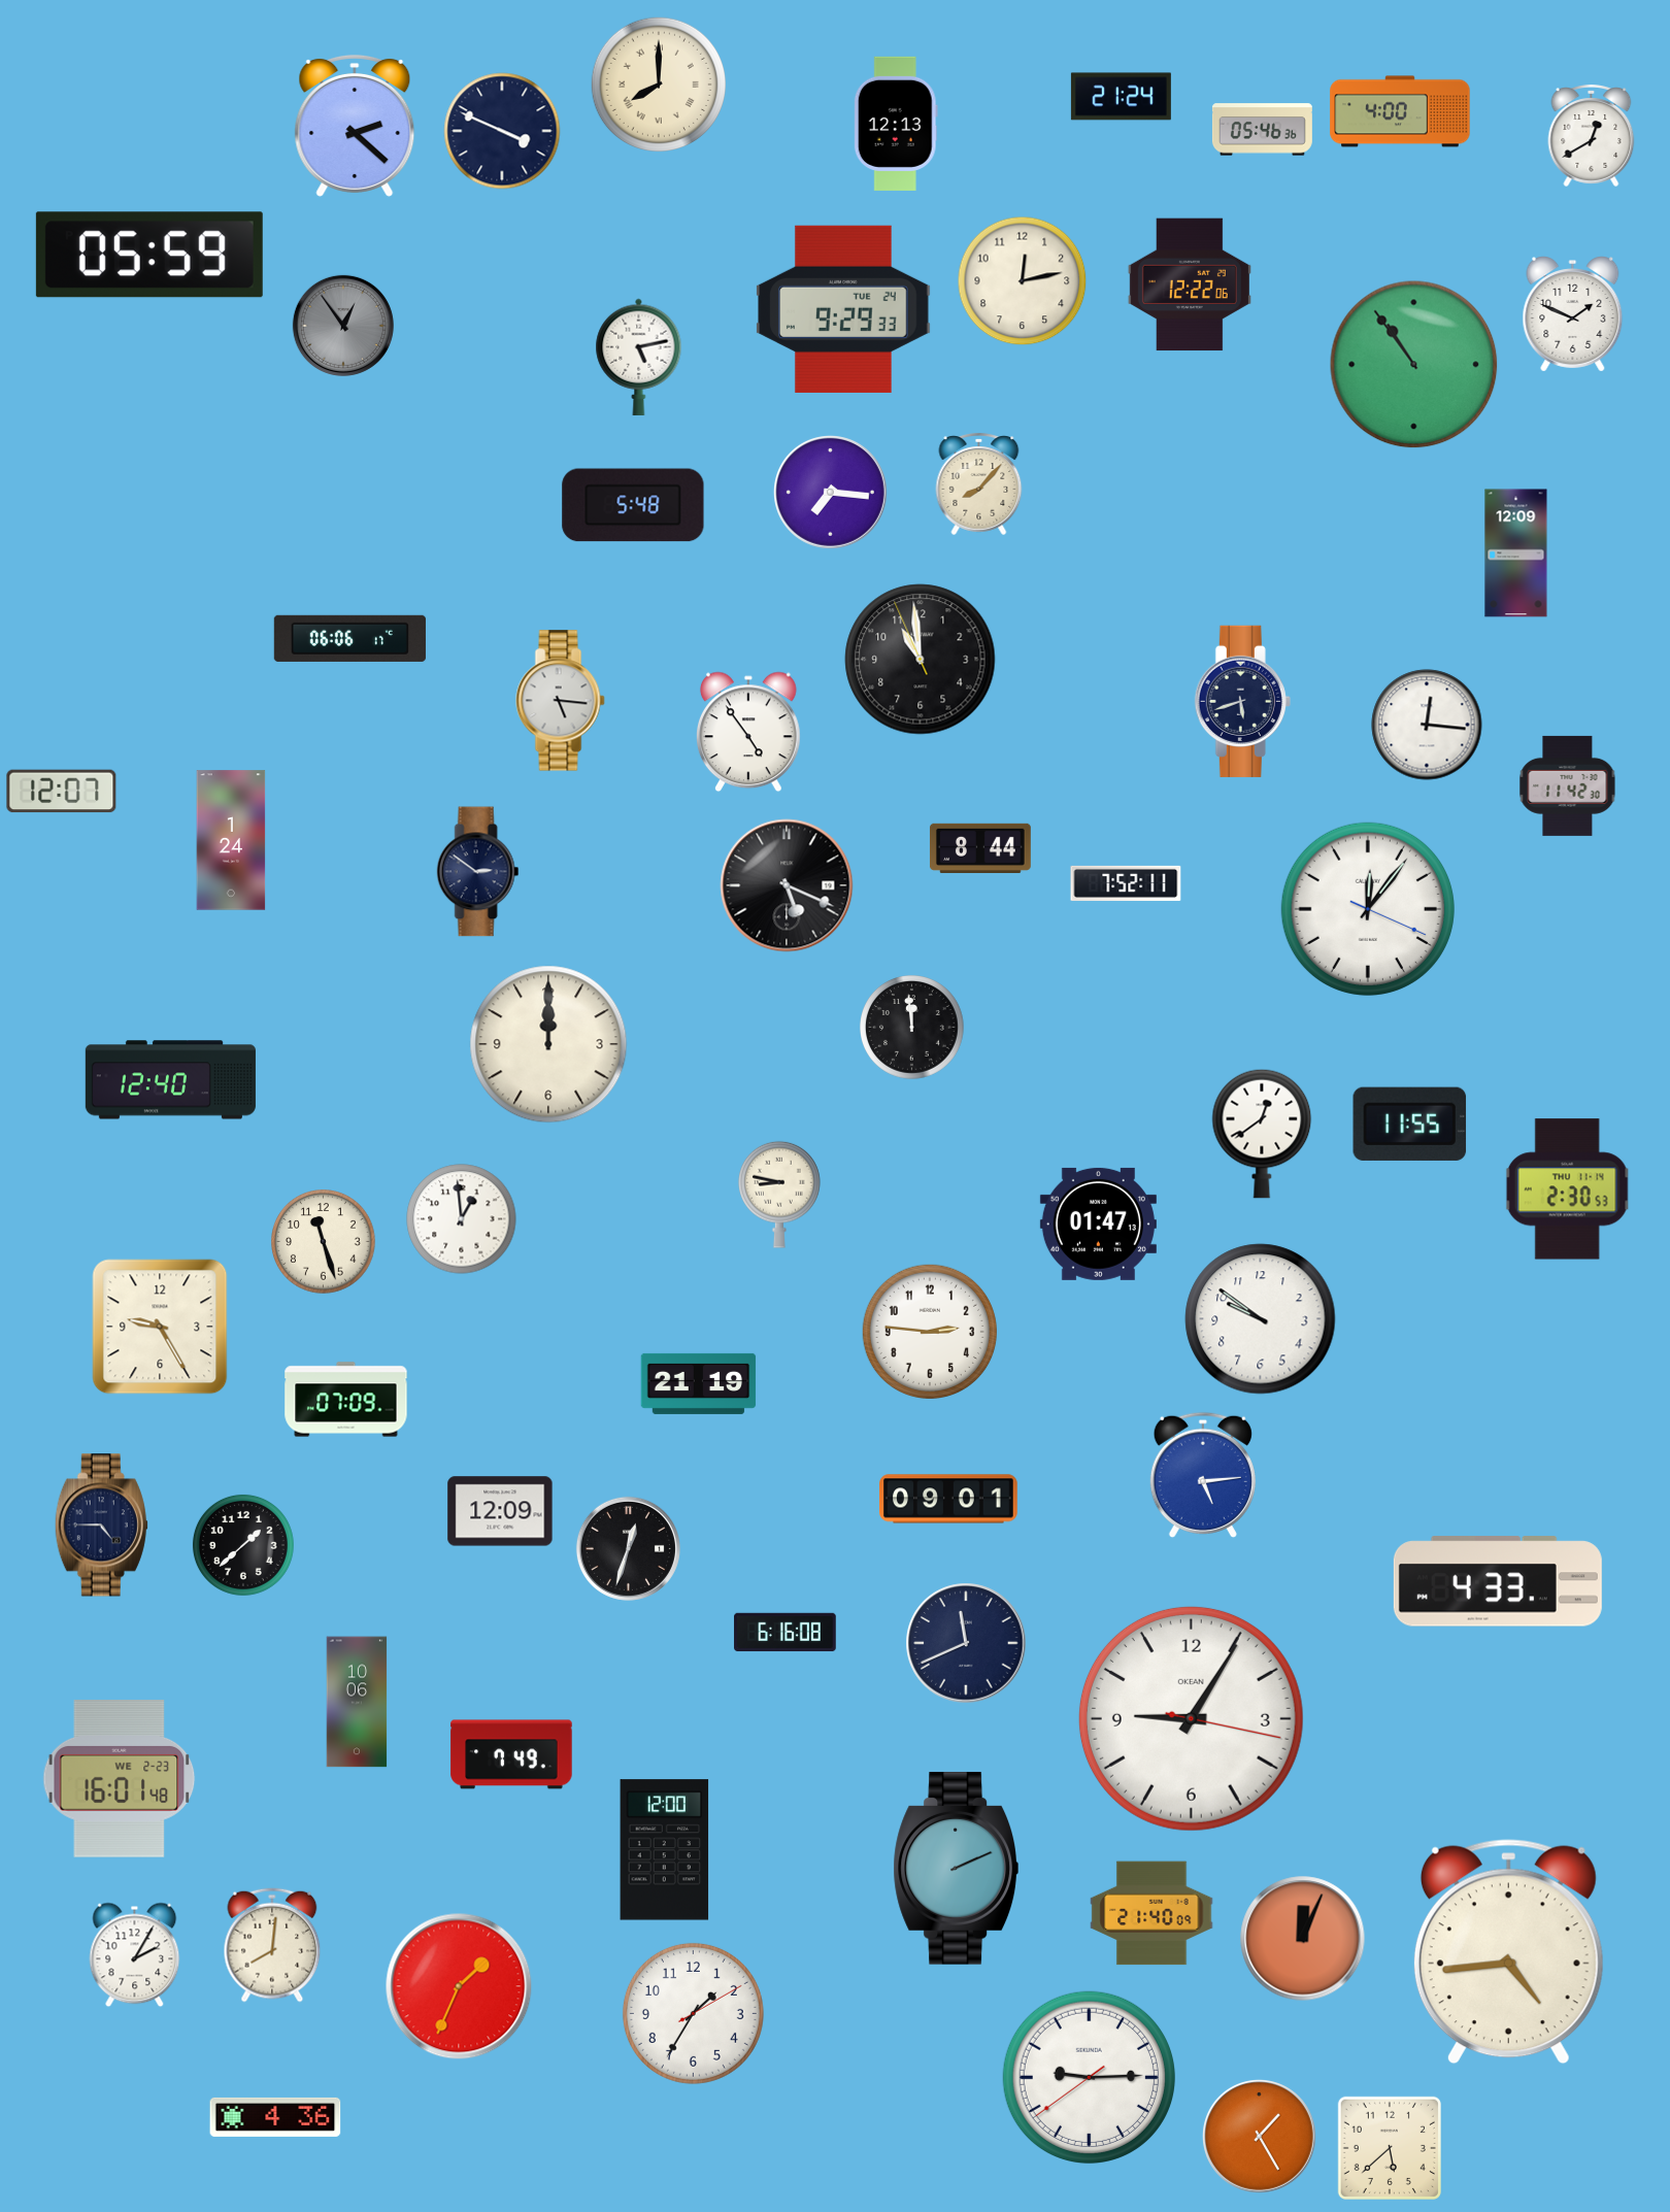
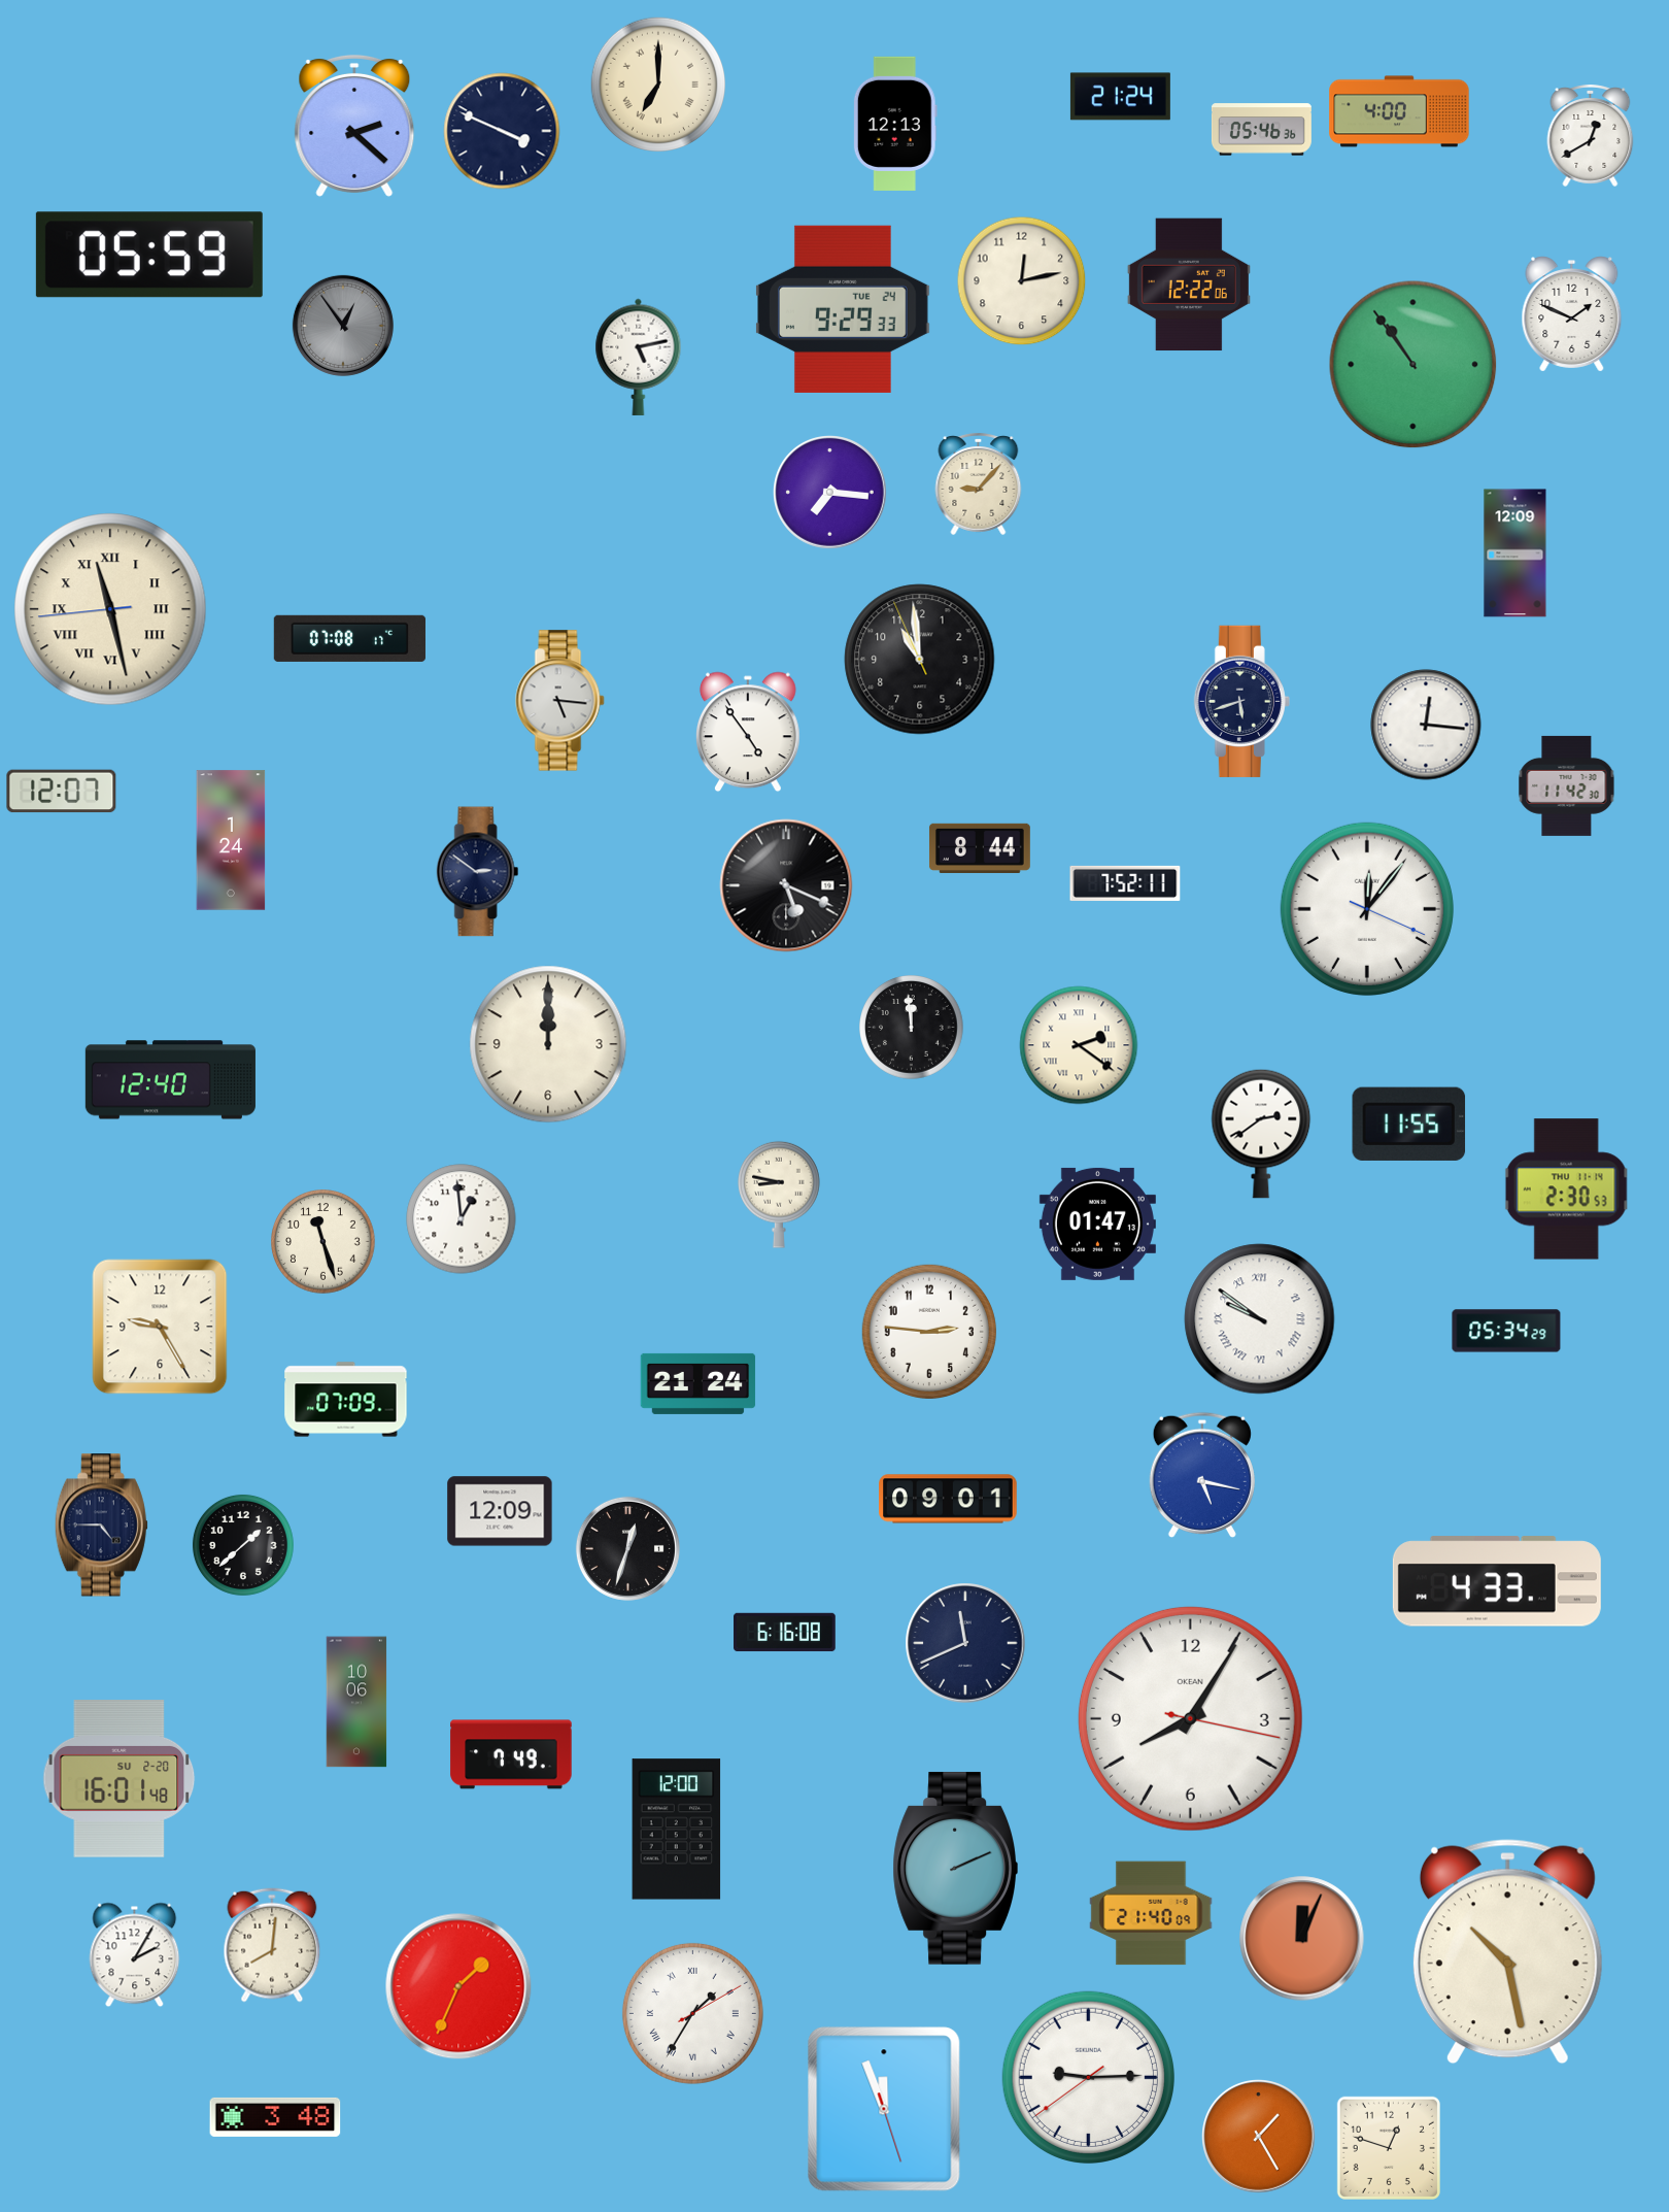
clock at (659, 85): 8:00 -> 7:00
clock at (979, 483): 8:07 -> 9:07
clock at (633, 505): 5:48 -> none
clock at (110, 609): none -> 11:27
clock at (349, 638): 06:06 -> 07:08
clock at (1079, 1045): none -> 2:21
clock at (1262, 1134): 12:39 -> 2:39
clock at (1261, 1319) numerals: Arabic -> Roman
clock at (1506, 1331): none -> 05:34
clock at (699, 1383): 21:19 -> 21:24
clock at (1203, 1475): 5:14 -> 5:17
clock at (1191, 1718): 9:05 -> 8:05
clock at (120, 1779) date: WE 2-23 -> SU 2-20
clock at (665, 1850) position: (665, 1850) -> (677, 1830)
clock at (1508, 1952): 4:44 -> 10:28
clock at (693, 2013) numerals: Arabic -> Roman
clock at (884, 2109): none -> 11:56
clock at (275, 2117): 4:36 -> 3:48
clock at (1390, 2148): 5:38 -> 12:48
